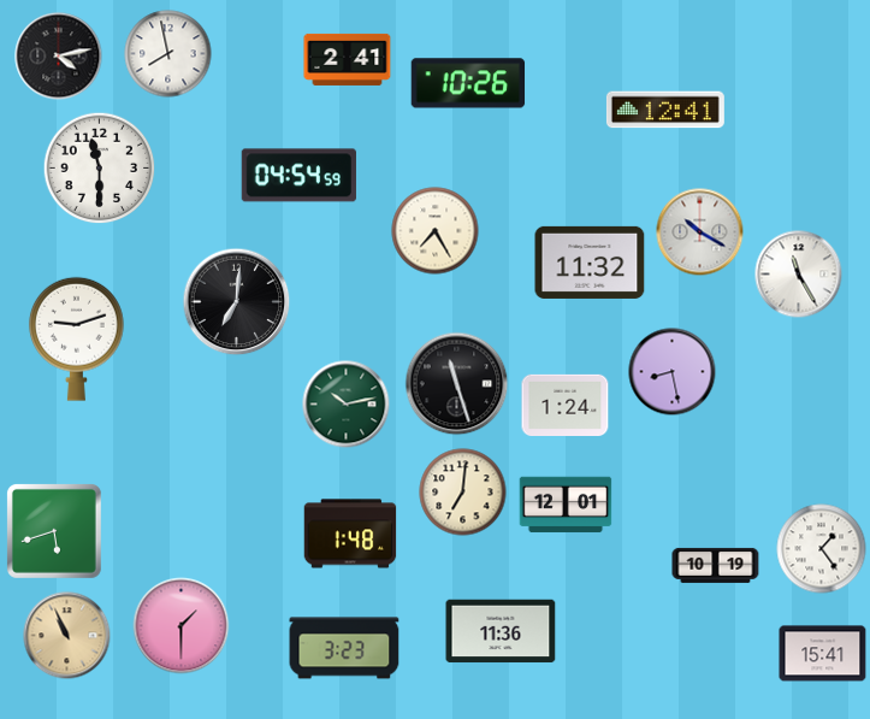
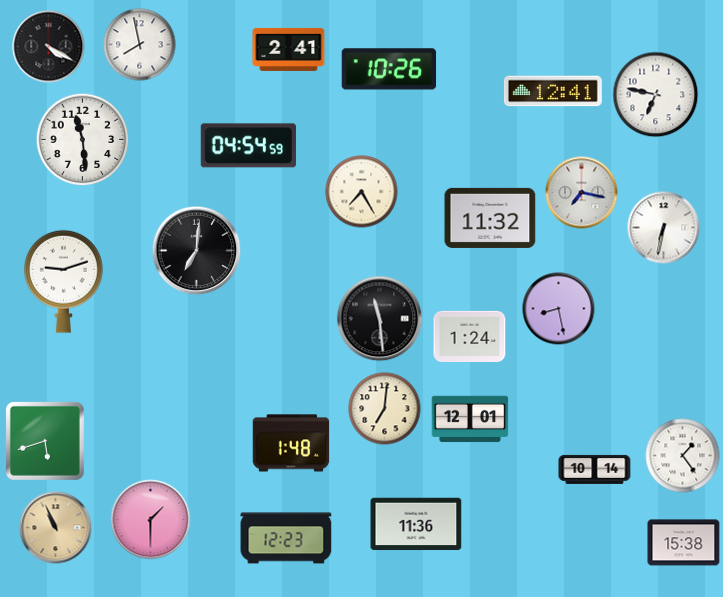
clock at (59, 57): 4:13 -> 4:20
clock at (656, 95): none -> 6:47
clock at (100, 169): 11:30 -> 11:29
clock at (700, 232): 10:20 -> 7:17
clock at (799, 275): 11:25 -> 6:32
clock at (457, 384): 11:27 -> 11:29
clock at (347, 405): 10:13 -> none
clock at (716, 565): 10:19 -> 10:14
clock at (344, 648): 3:23 -> 12:23
clock at (823, 654): 15:41 -> 15:38
